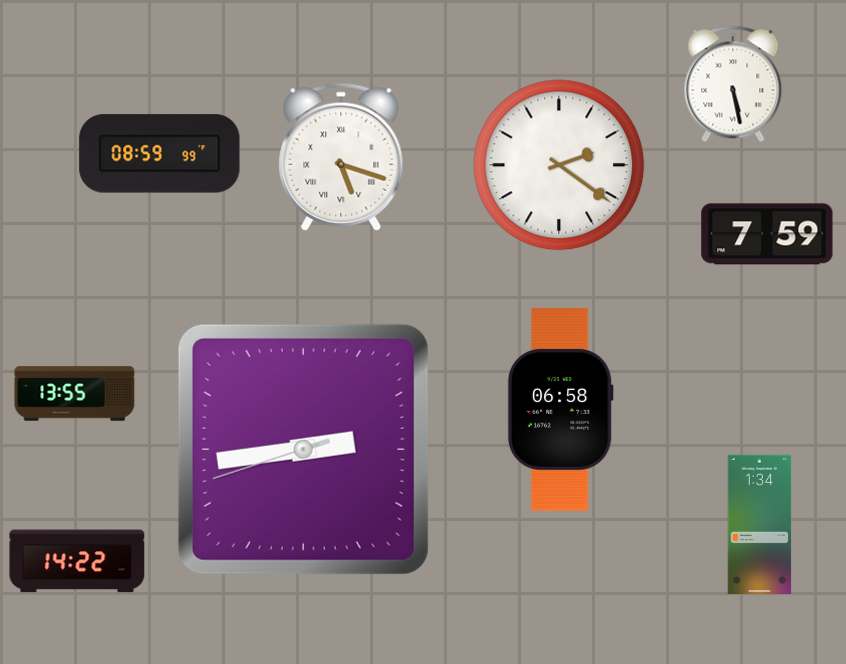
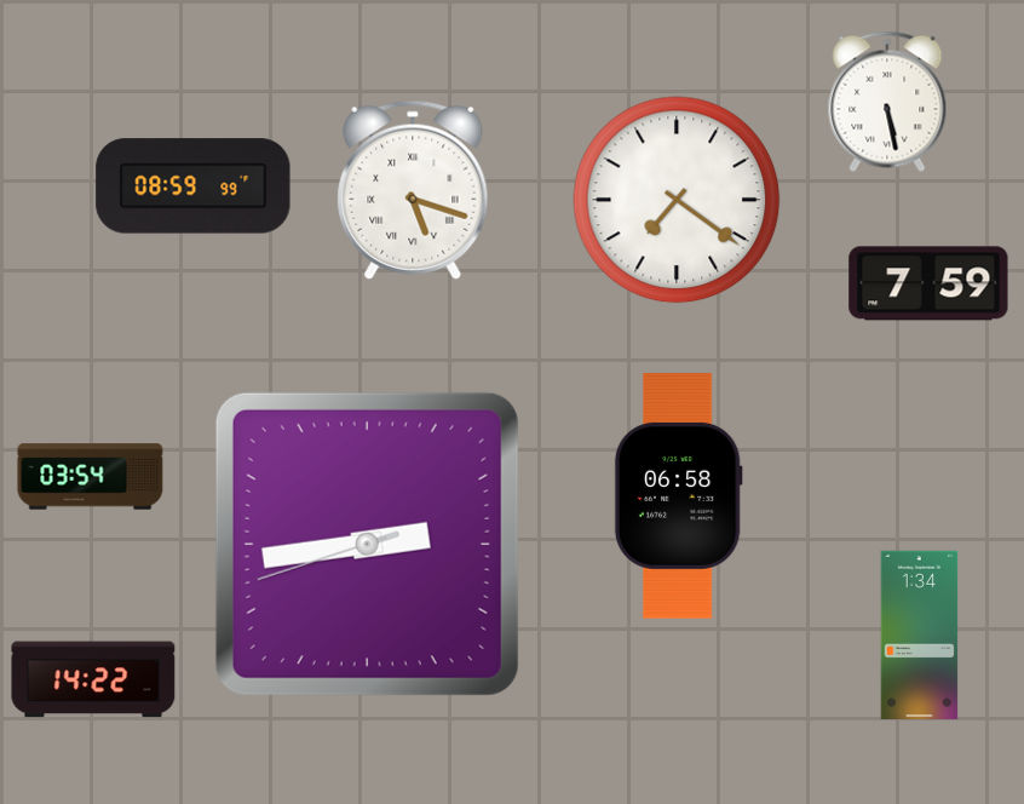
clock at (559, 165): 2:21 -> 7:21
clock at (75, 394): 13:55 -> 03:54
